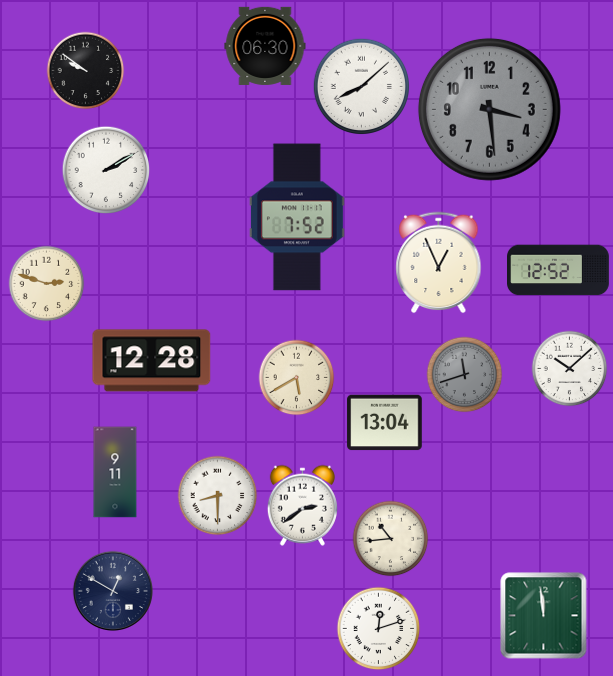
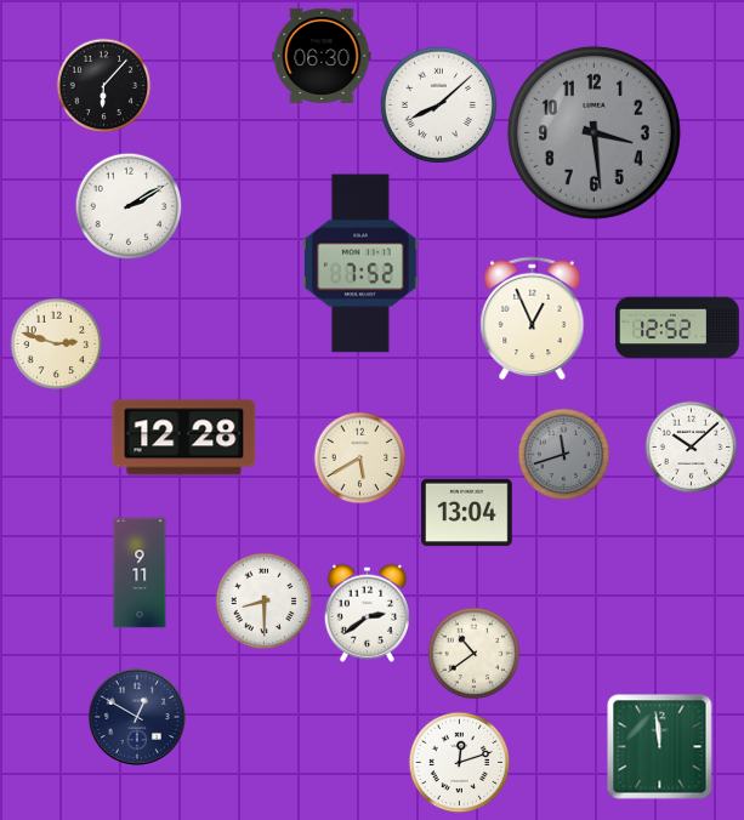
clock at (86, 71): 9:51 -> 6:07
clock at (391, 539): 10:44 -> 10:39
